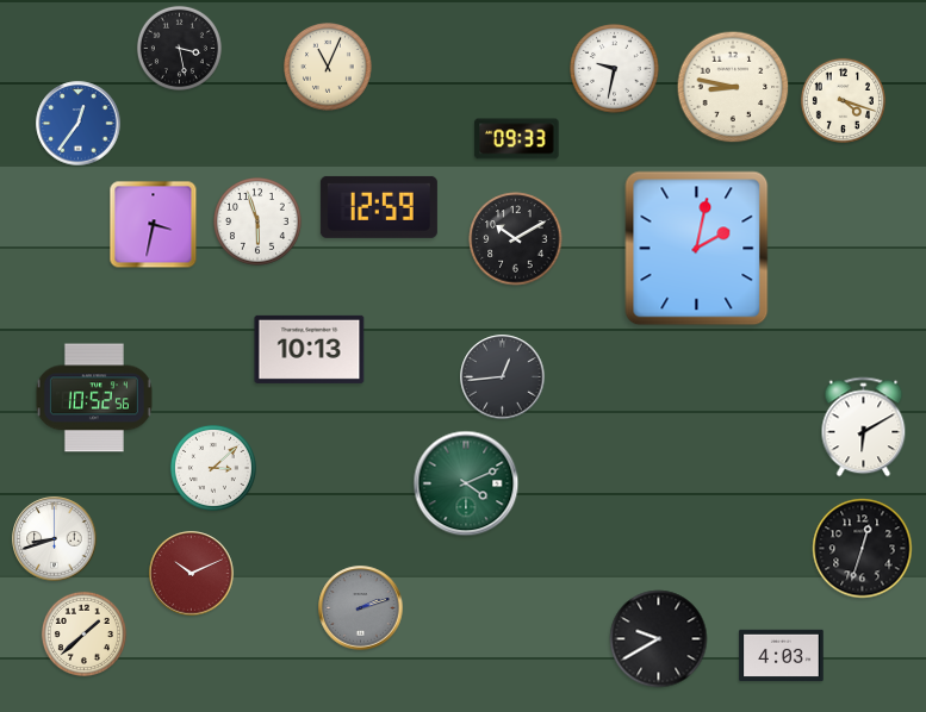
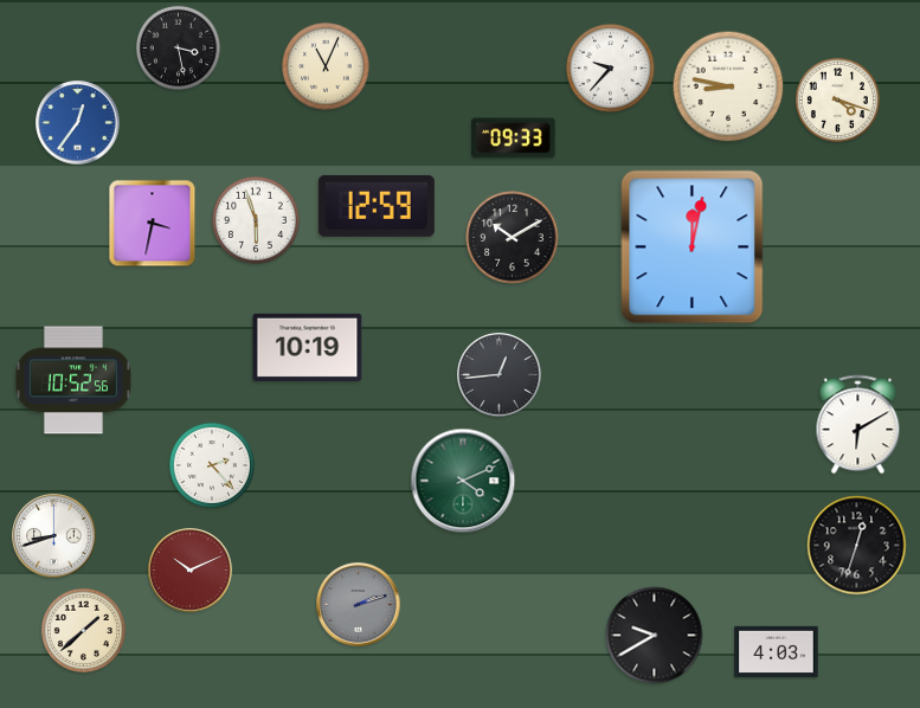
clock at (615, 69): 9:32 -> 9:37
clock at (697, 249): 2:02 -> 12:02
clock at (310, 349): 10:13 -> 10:19
clock at (94, 398) position: (94, 398) -> (73, 380)
clock at (213, 468): 3:08 -> 2:23
